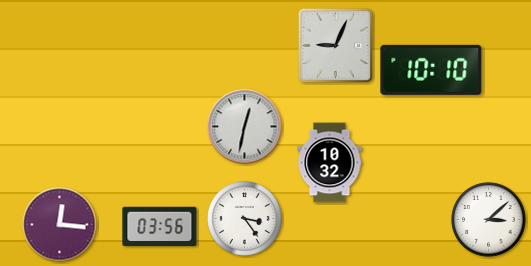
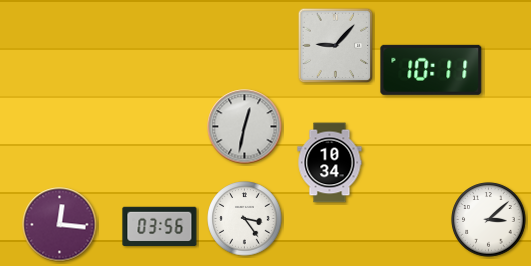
clock at (336, 46): 9:04 -> 9:07
clock at (431, 70): 10:10 -> 10:11
clock at (330, 163): 10:32 -> 10:34
